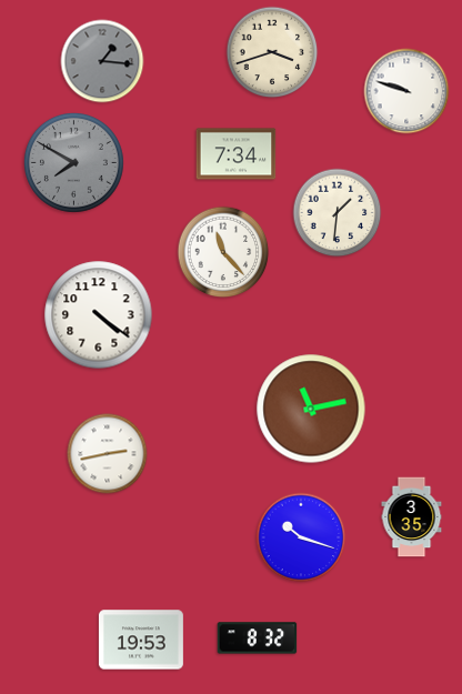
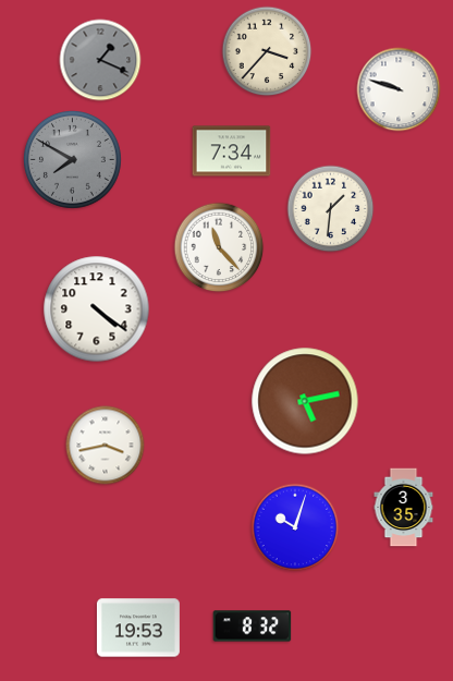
clock at (272, 52): 3:42 -> 3:37
clock at (102, 61): 1:16 -> 1:19
clock at (311, 409): 11:13 -> 5:13
clock at (108, 454): 2:43 -> 3:43
clock at (301, 537): 10:18 -> 10:03
